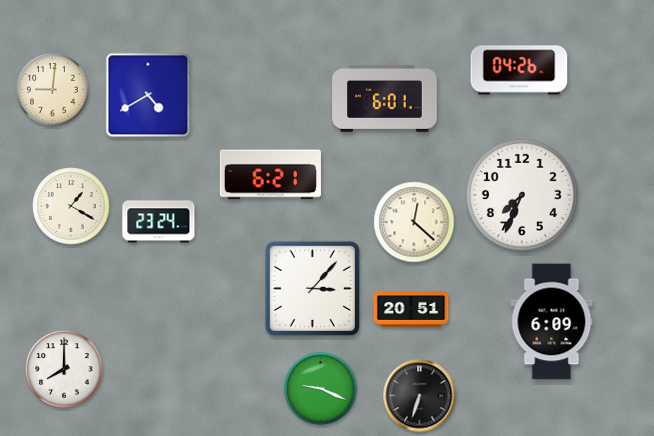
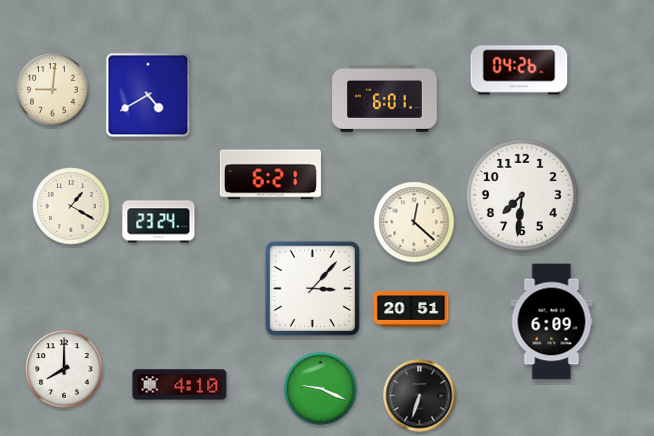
clock at (522, 195): 7:34 -> 7:31
clock at (180, 385): none -> 4:10
